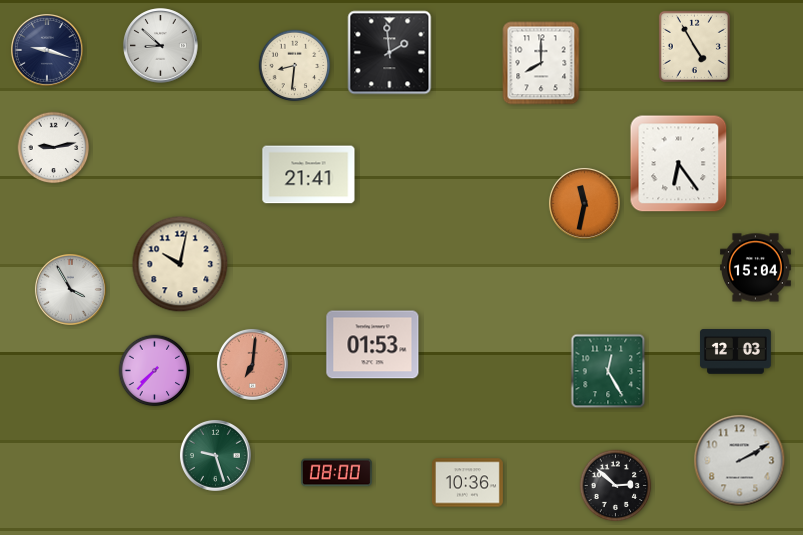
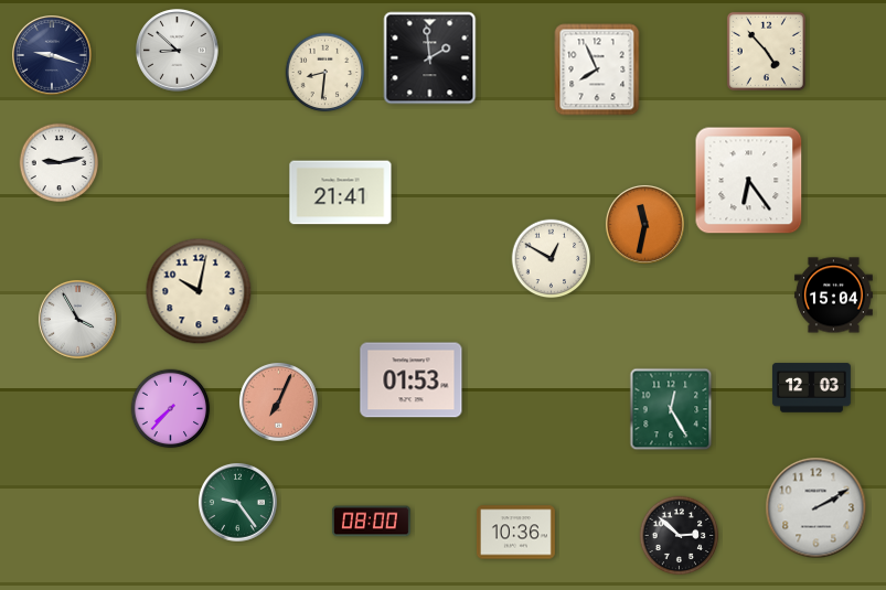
clock at (694, 46): 4:55 -> 4:53
clock at (541, 63): 8:00 -> 7:56
clock at (552, 259): none -> 12:50
clock at (252, 364): 7:01 -> 7:04
clock at (215, 455): 9:27 -> 9:24
